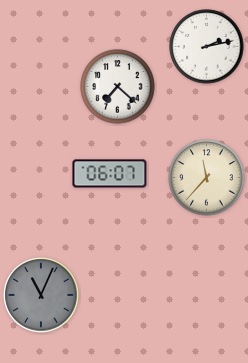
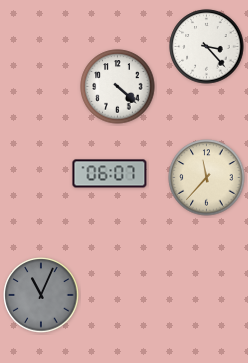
clock at (207, 47): 2:13 -> 3:23
clock at (118, 87): 7:22 -> 4:22
